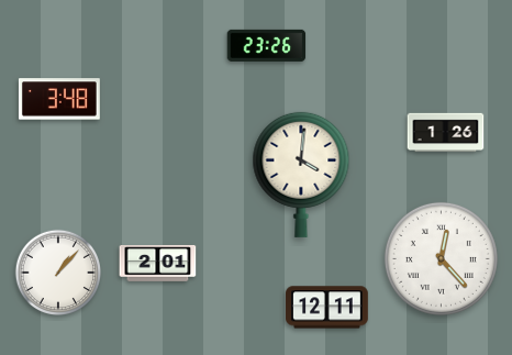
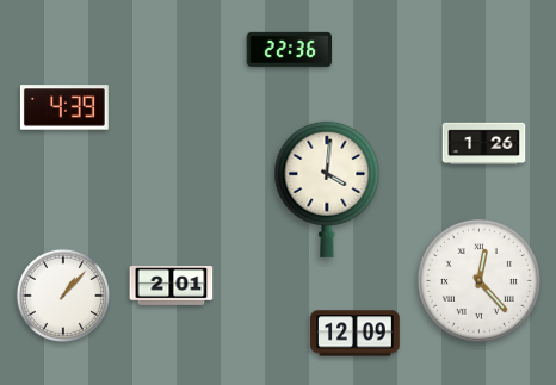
clock at (267, 45): 23:26 -> 22:36
clock at (59, 99): 3:48 -> 4:39
clock at (327, 308): 12:11 -> 12:09
